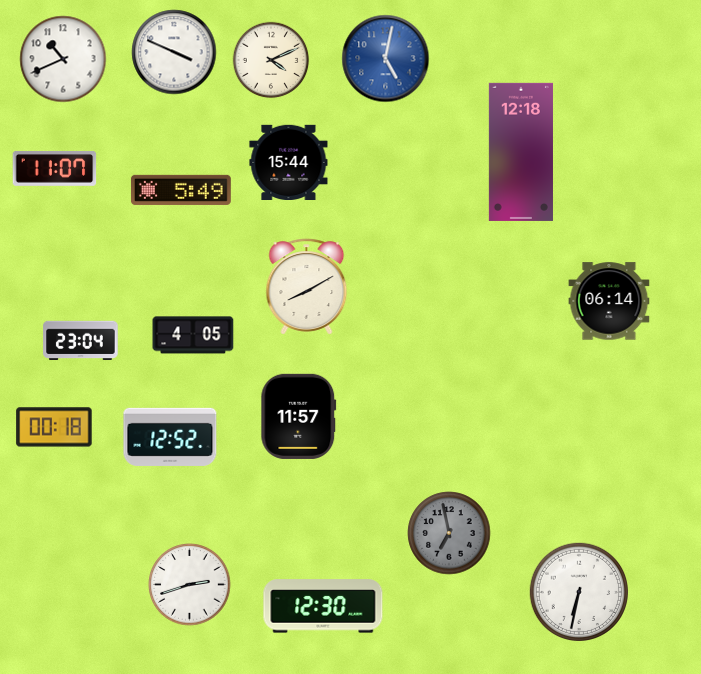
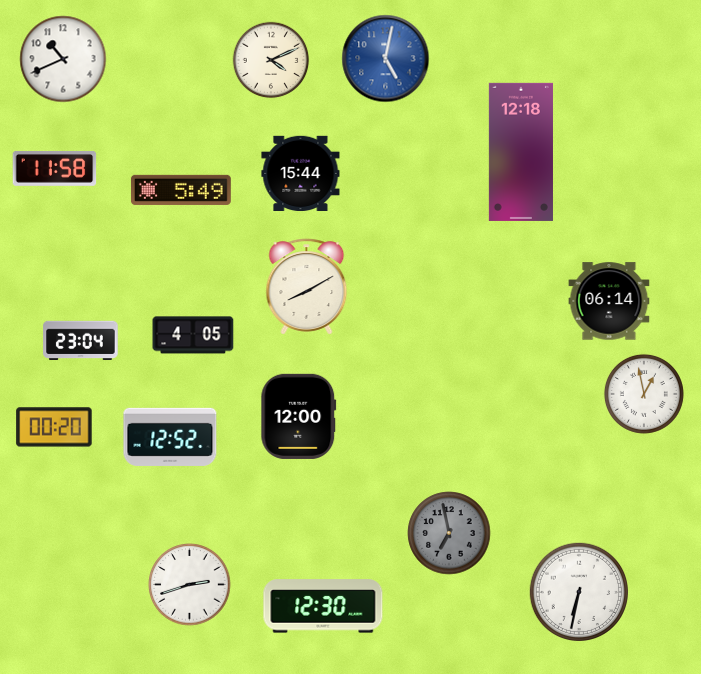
clock at (174, 52): 3:49 -> none
clock at (289, 162) position: (289, 162) -> (301, 173)
clock at (55, 168): 11:07 -> 11:58
clock at (644, 394): none -> 12:58
clock at (299, 416): 11:57 -> 12:00
clock at (54, 427): 00:18 -> 00:20
